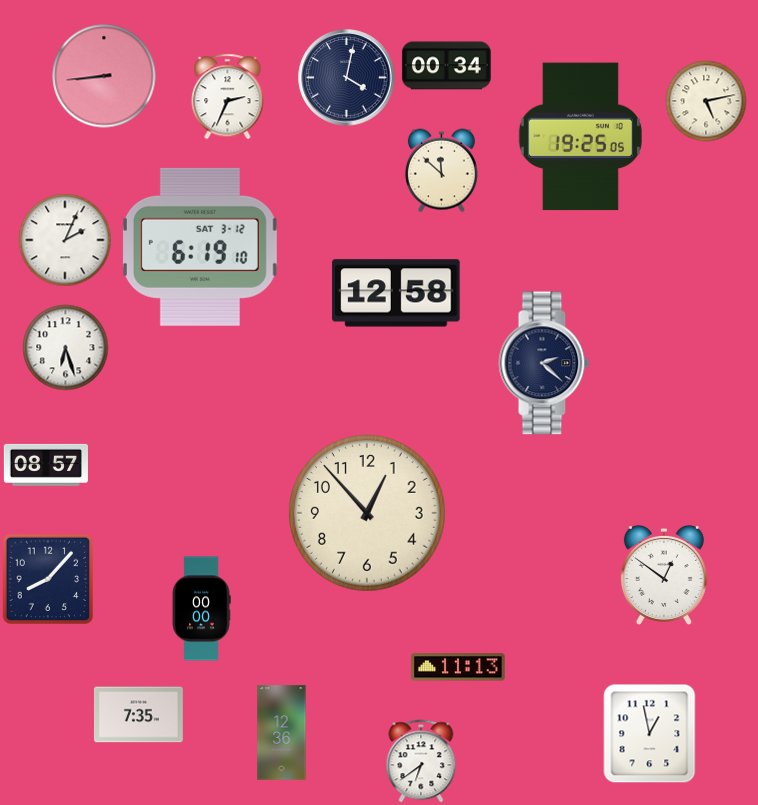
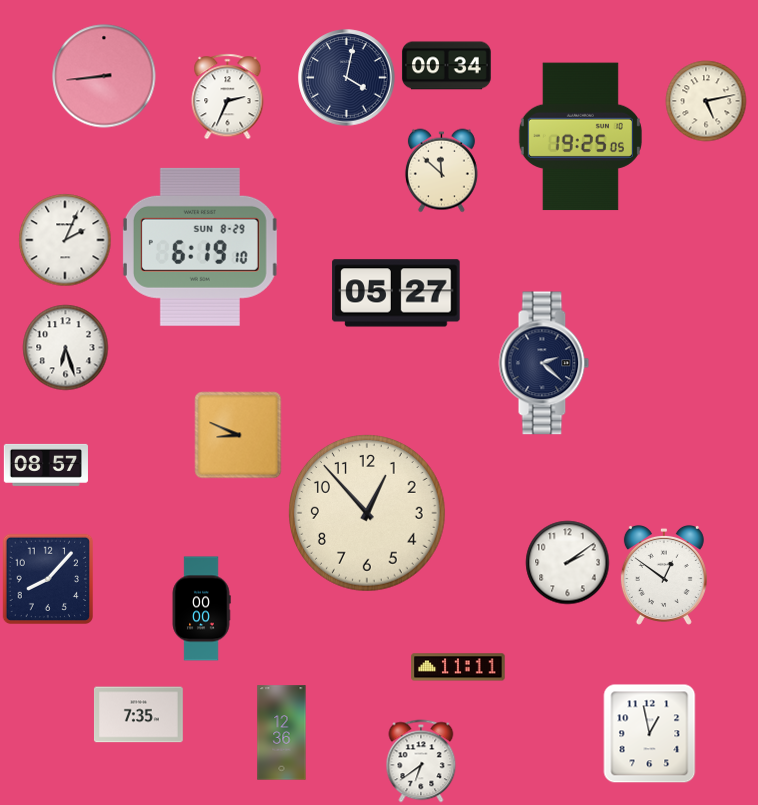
clock at (200, 247) date: SAT 3-12 -> SUN 8-29
clock at (396, 293): 12:58 -> 05:27
clock at (238, 435): none -> 8:49
clock at (568, 563): none -> 2:09
clock at (458, 667): 11:13 -> 11:11
